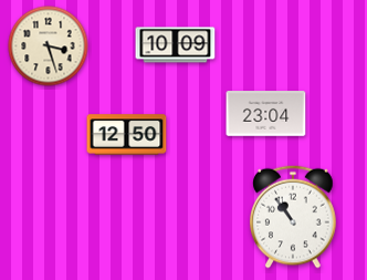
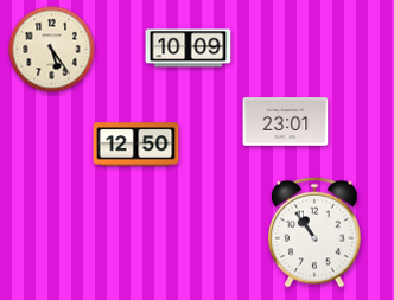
clock at (49, 46): 3:27 -> 5:24
clock at (266, 114): 23:04 -> 23:01
